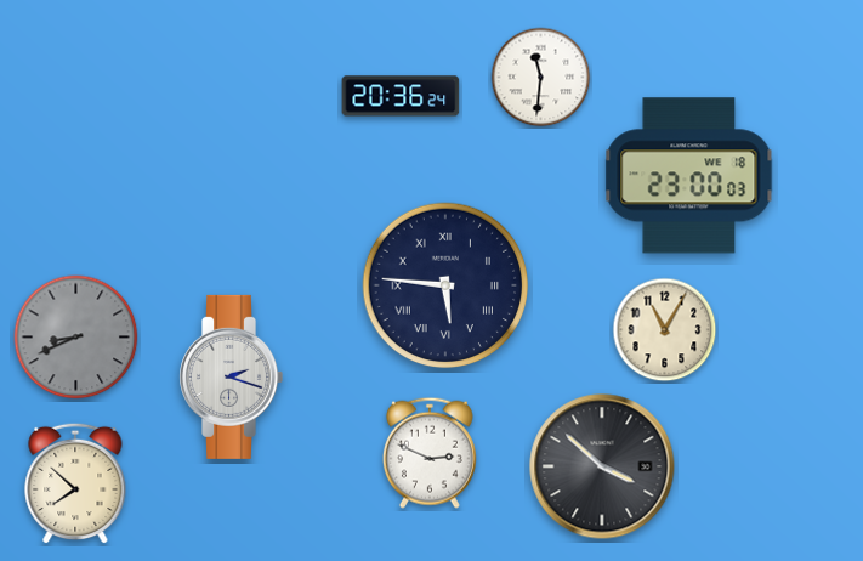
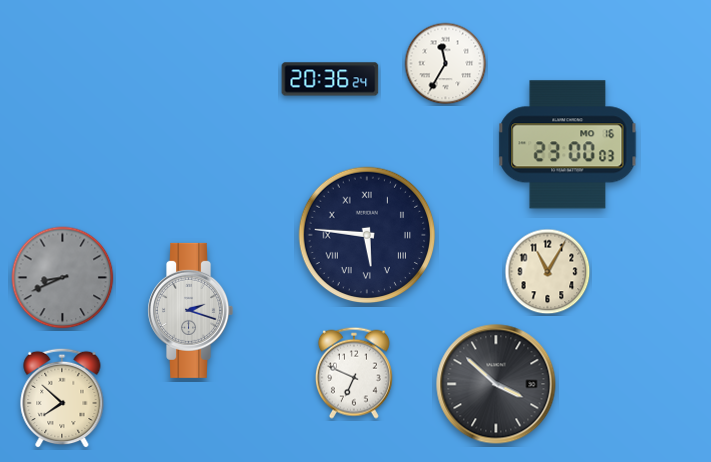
clock at (541, 78): 11:31 -> 11:35
clock at (689, 176) date: WE 18 -> MO 16
clock at (430, 453): 2:49 -> 6:49
